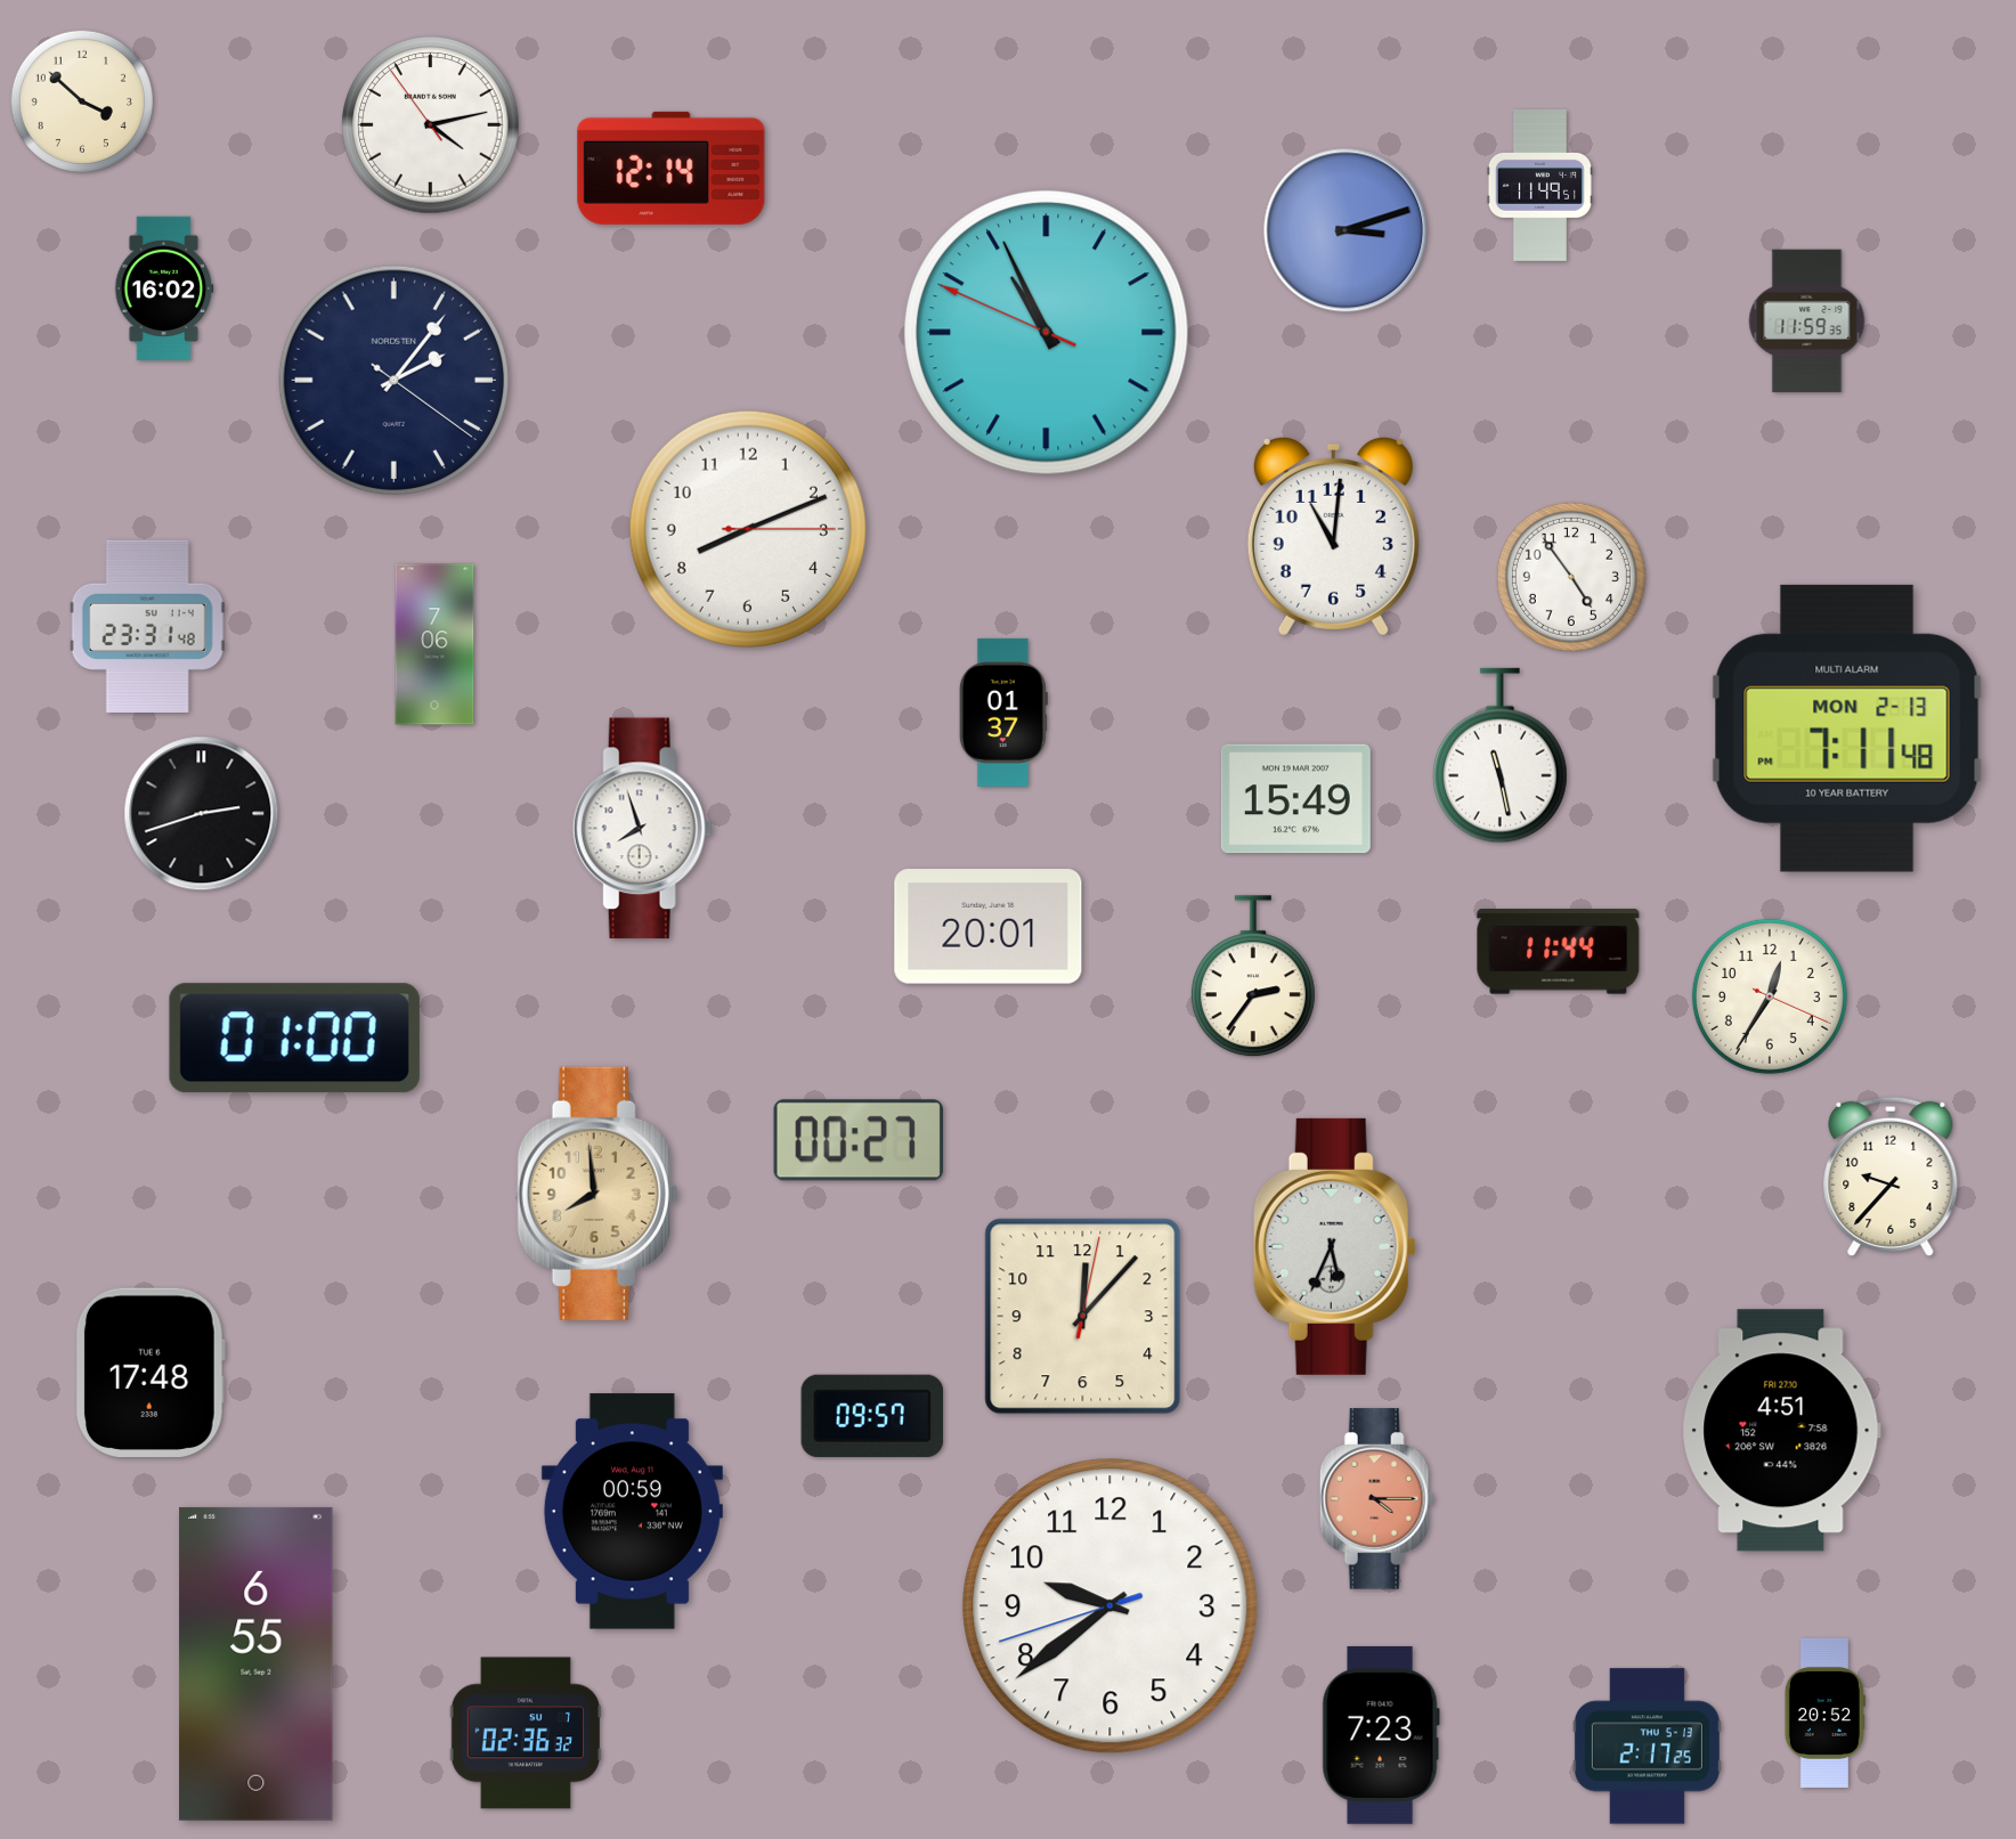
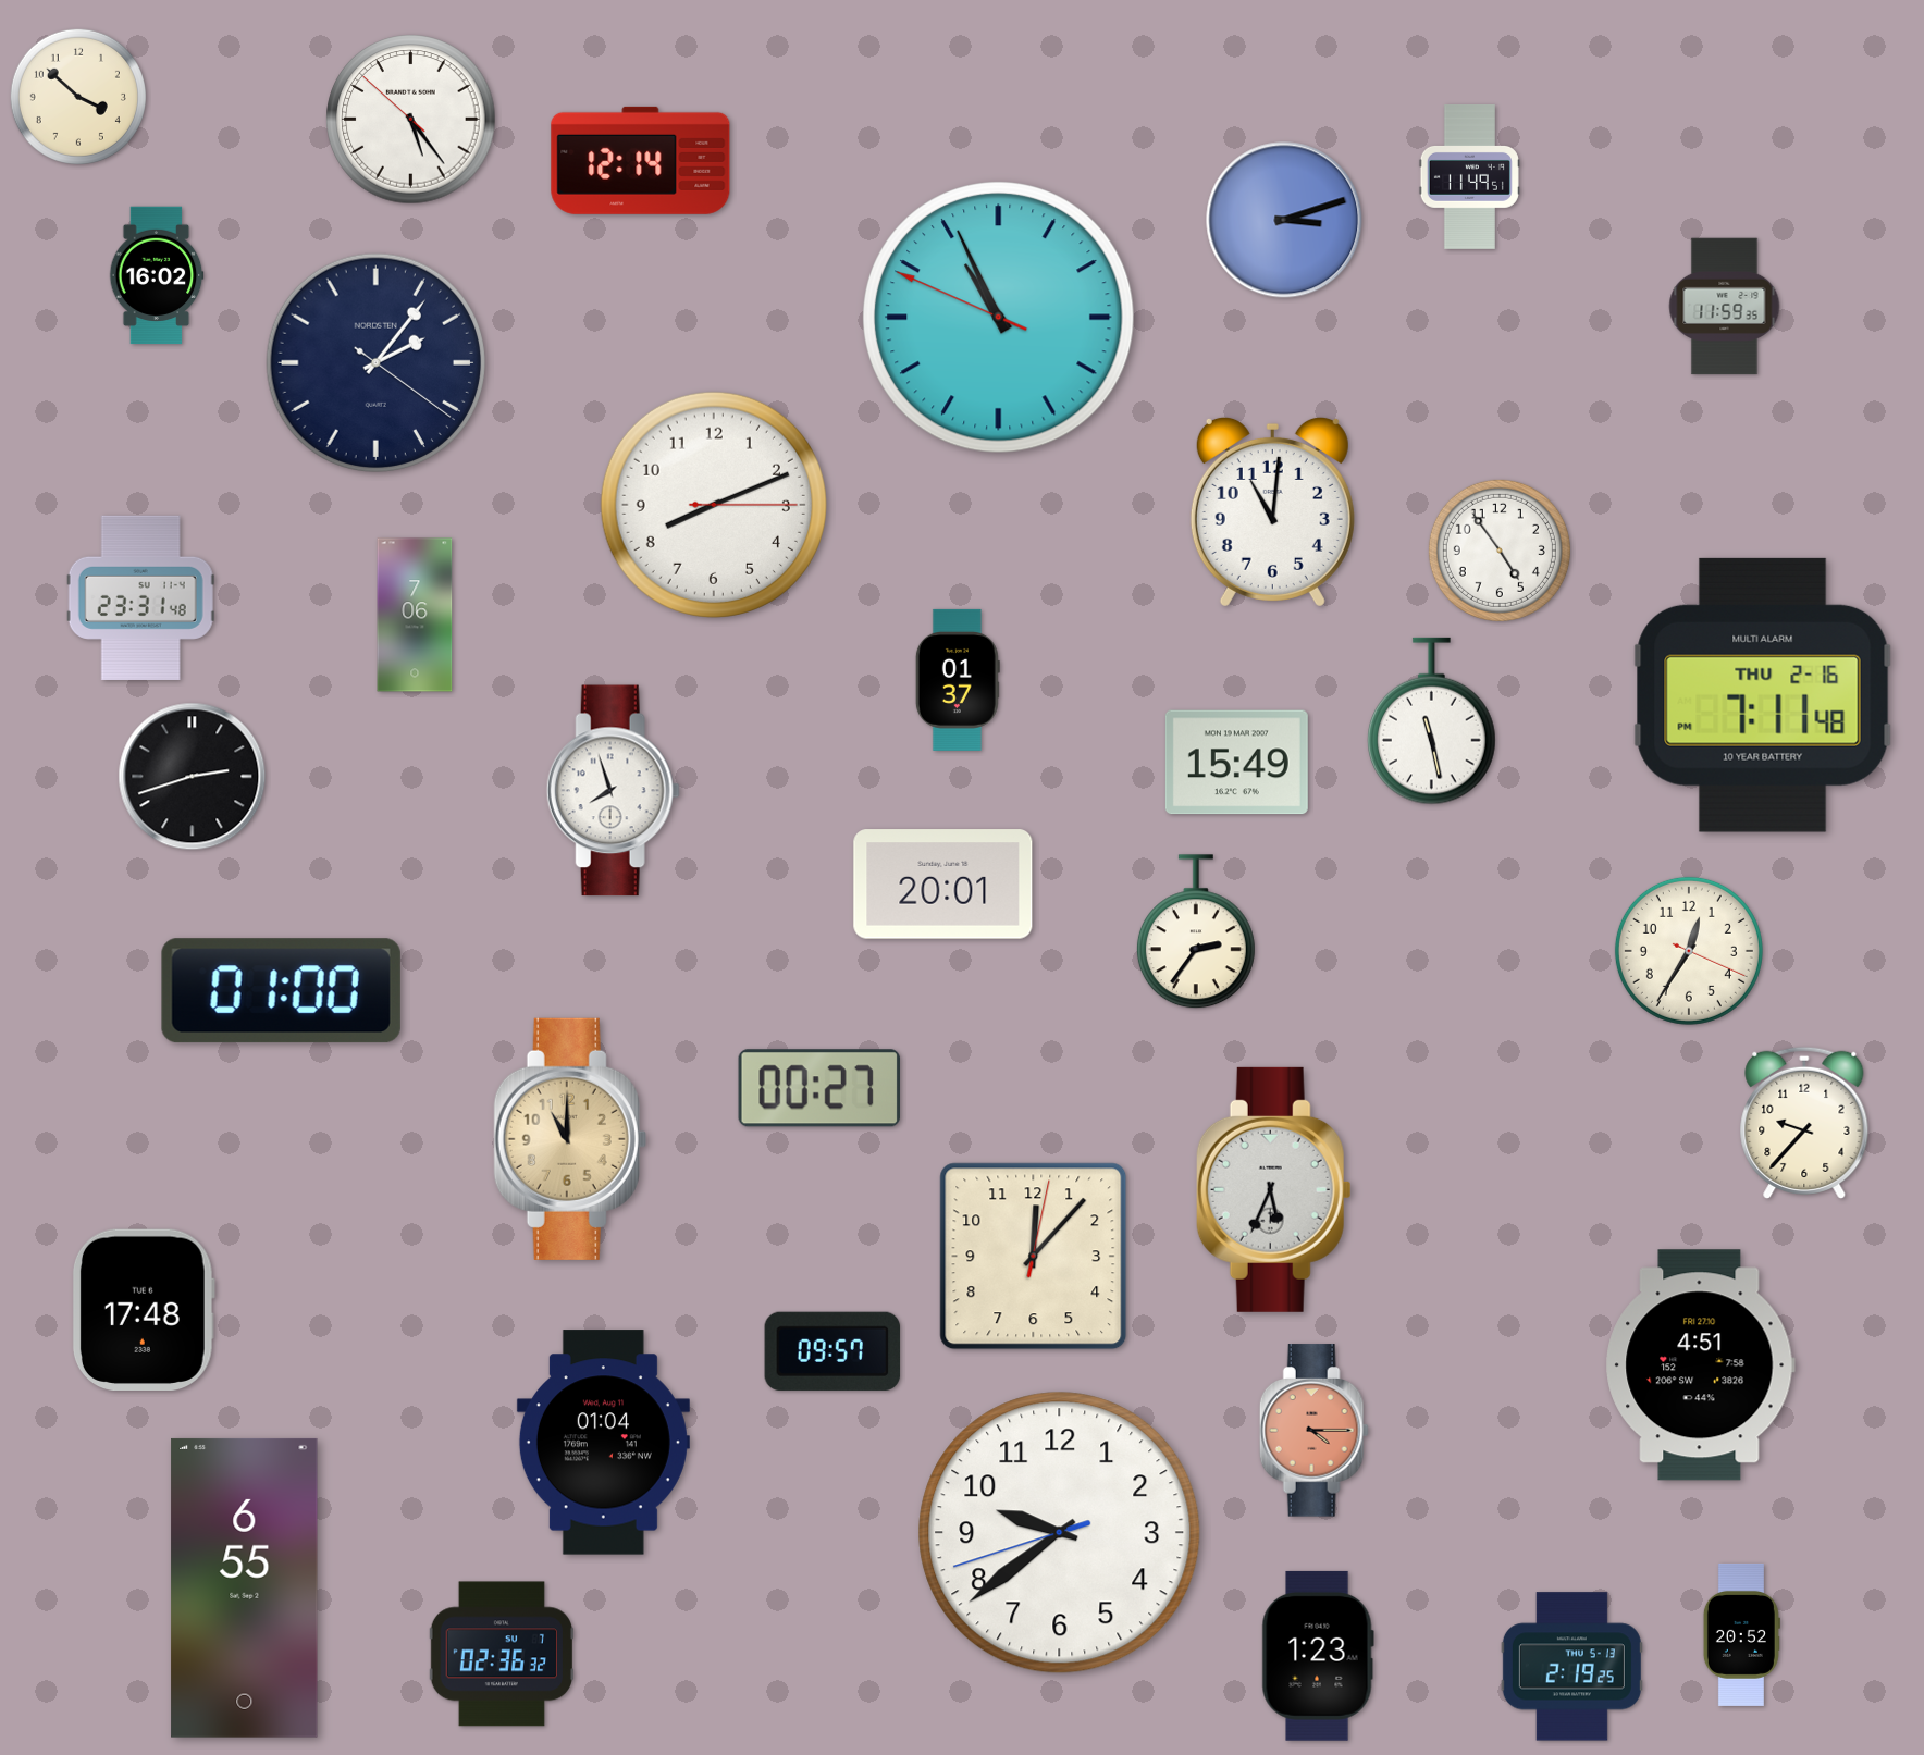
clock at (431, 125): 4:12 -> 5:23
clock at (1847, 729) date: MON 2-13 -> THU 2-16
clock at (1559, 952): 11:44 -> none
clock at (598, 1194): 7:59 -> 11:00
clock at (632, 1512): 00:59 -> 01:04
clock at (1381, 1735): 7:23 -> 1:23
clock at (1647, 1747): 2:17 -> 2:19
